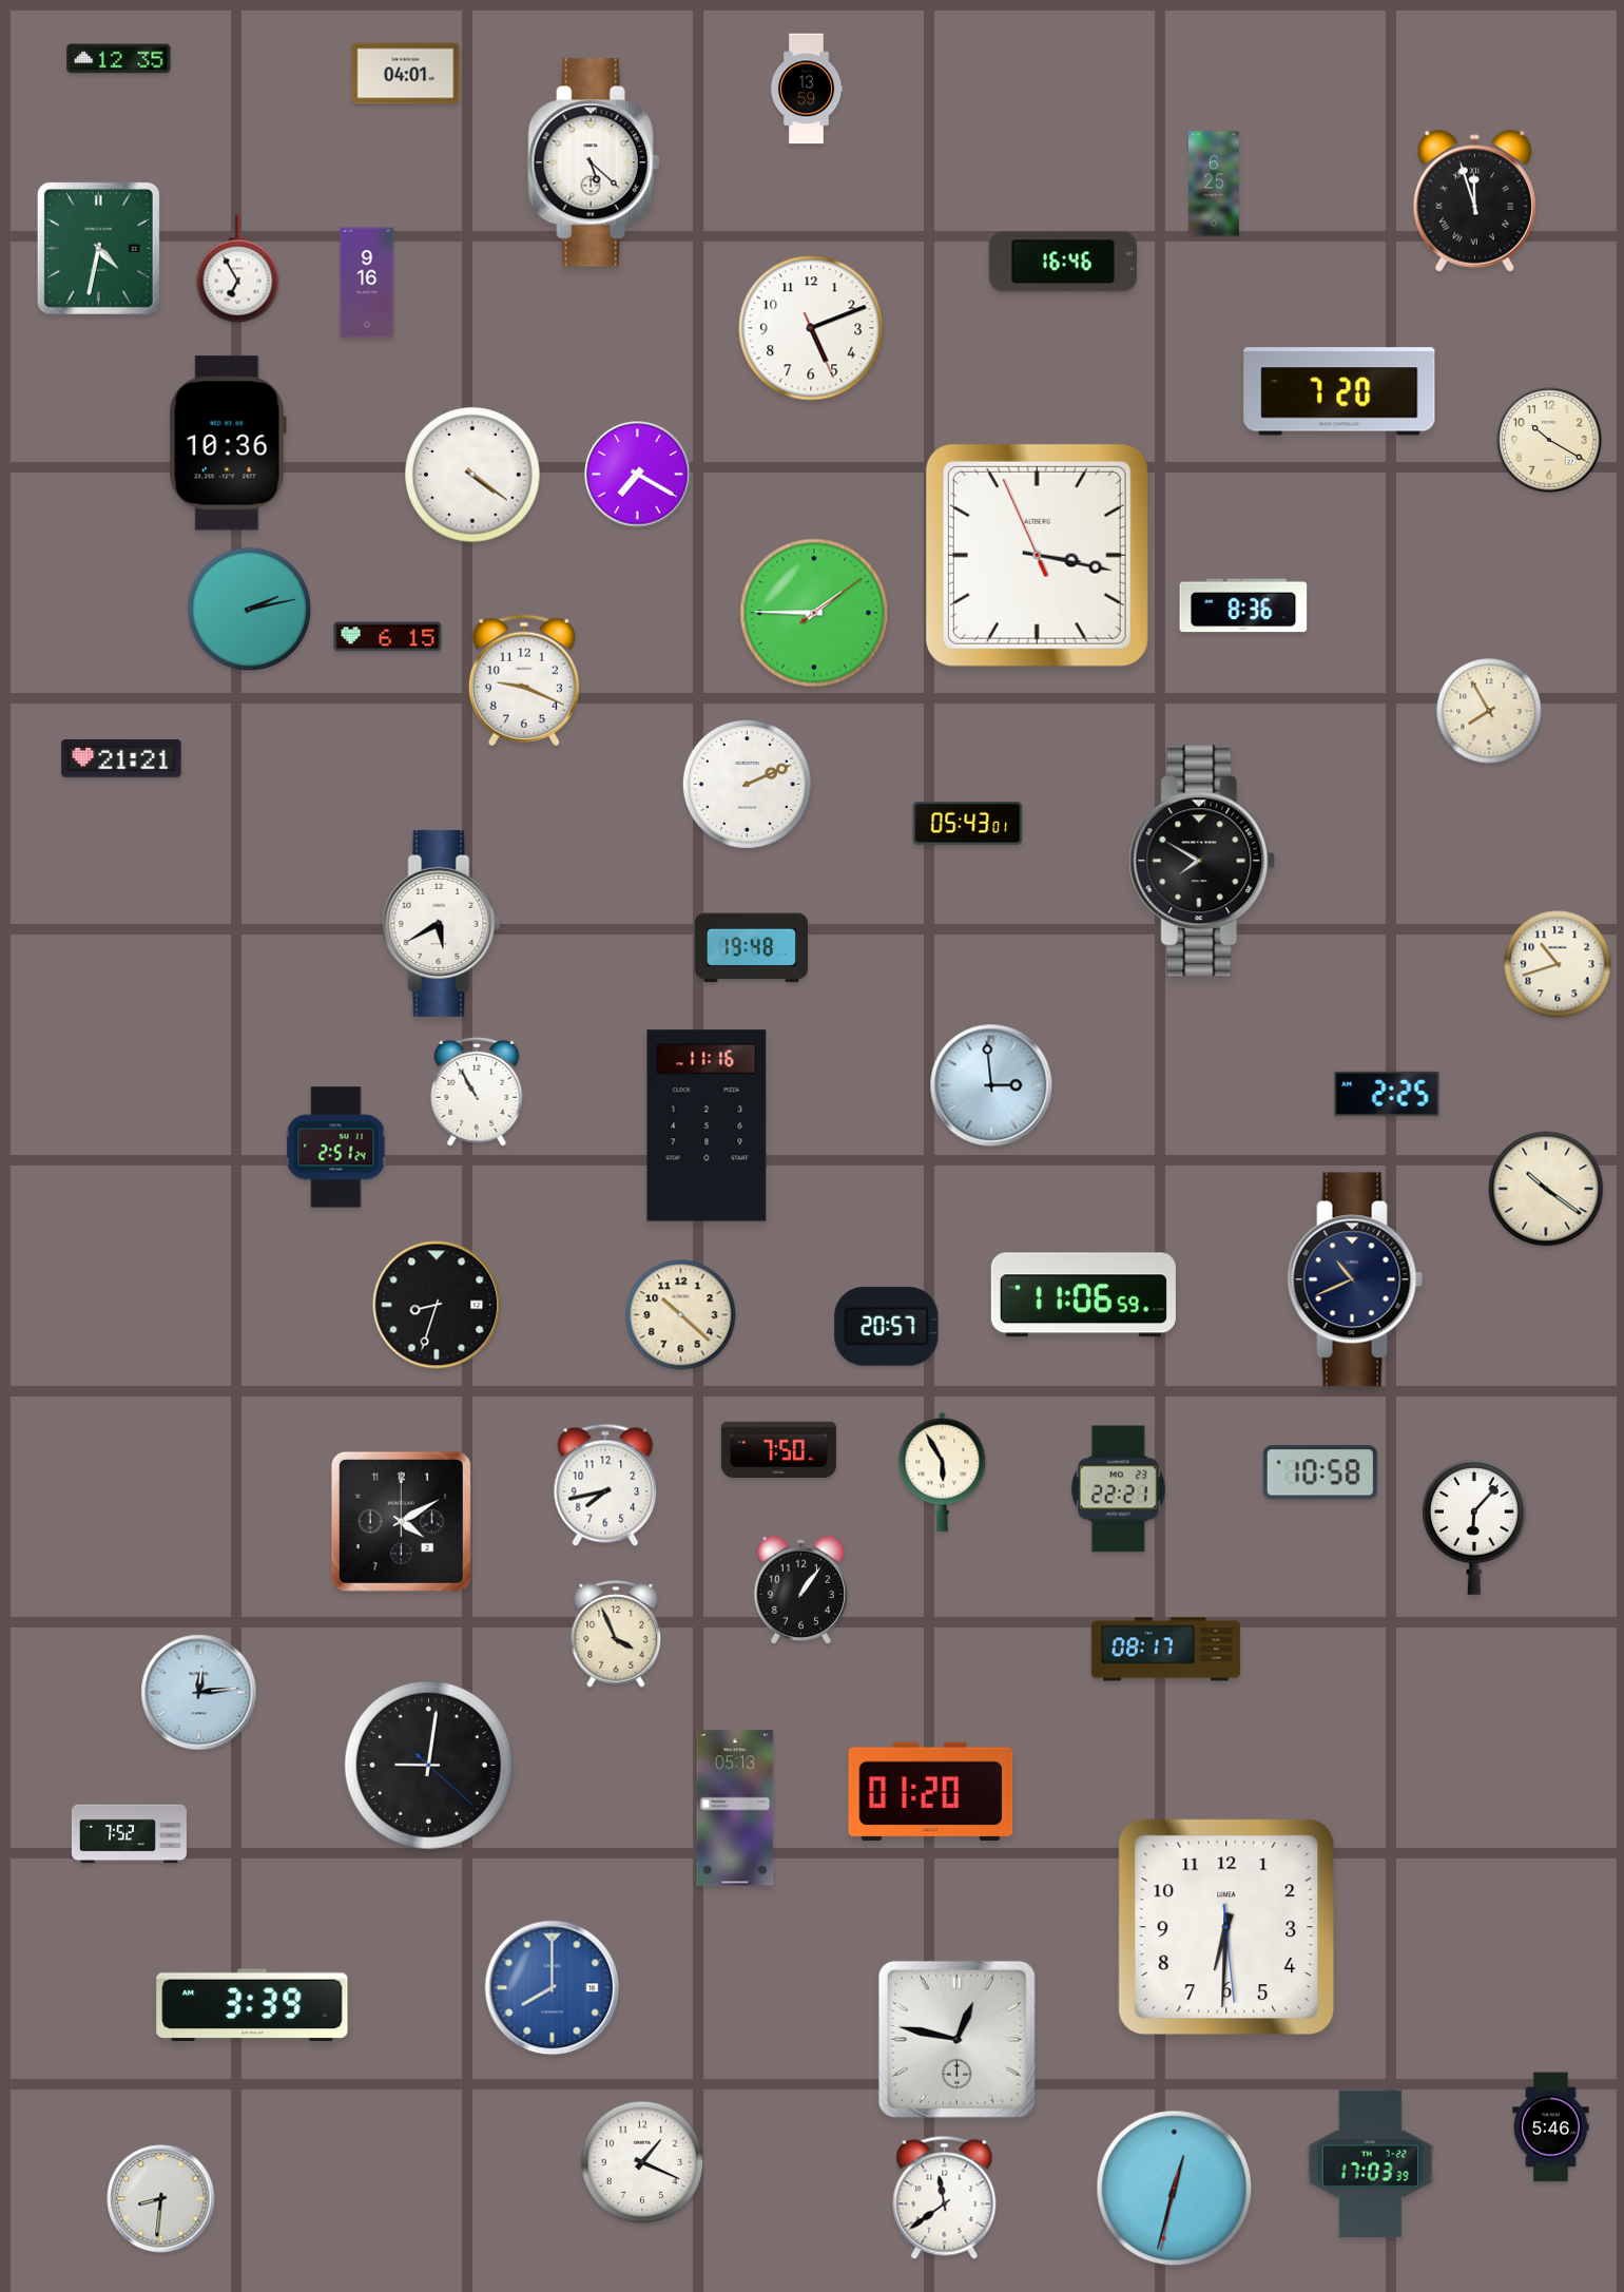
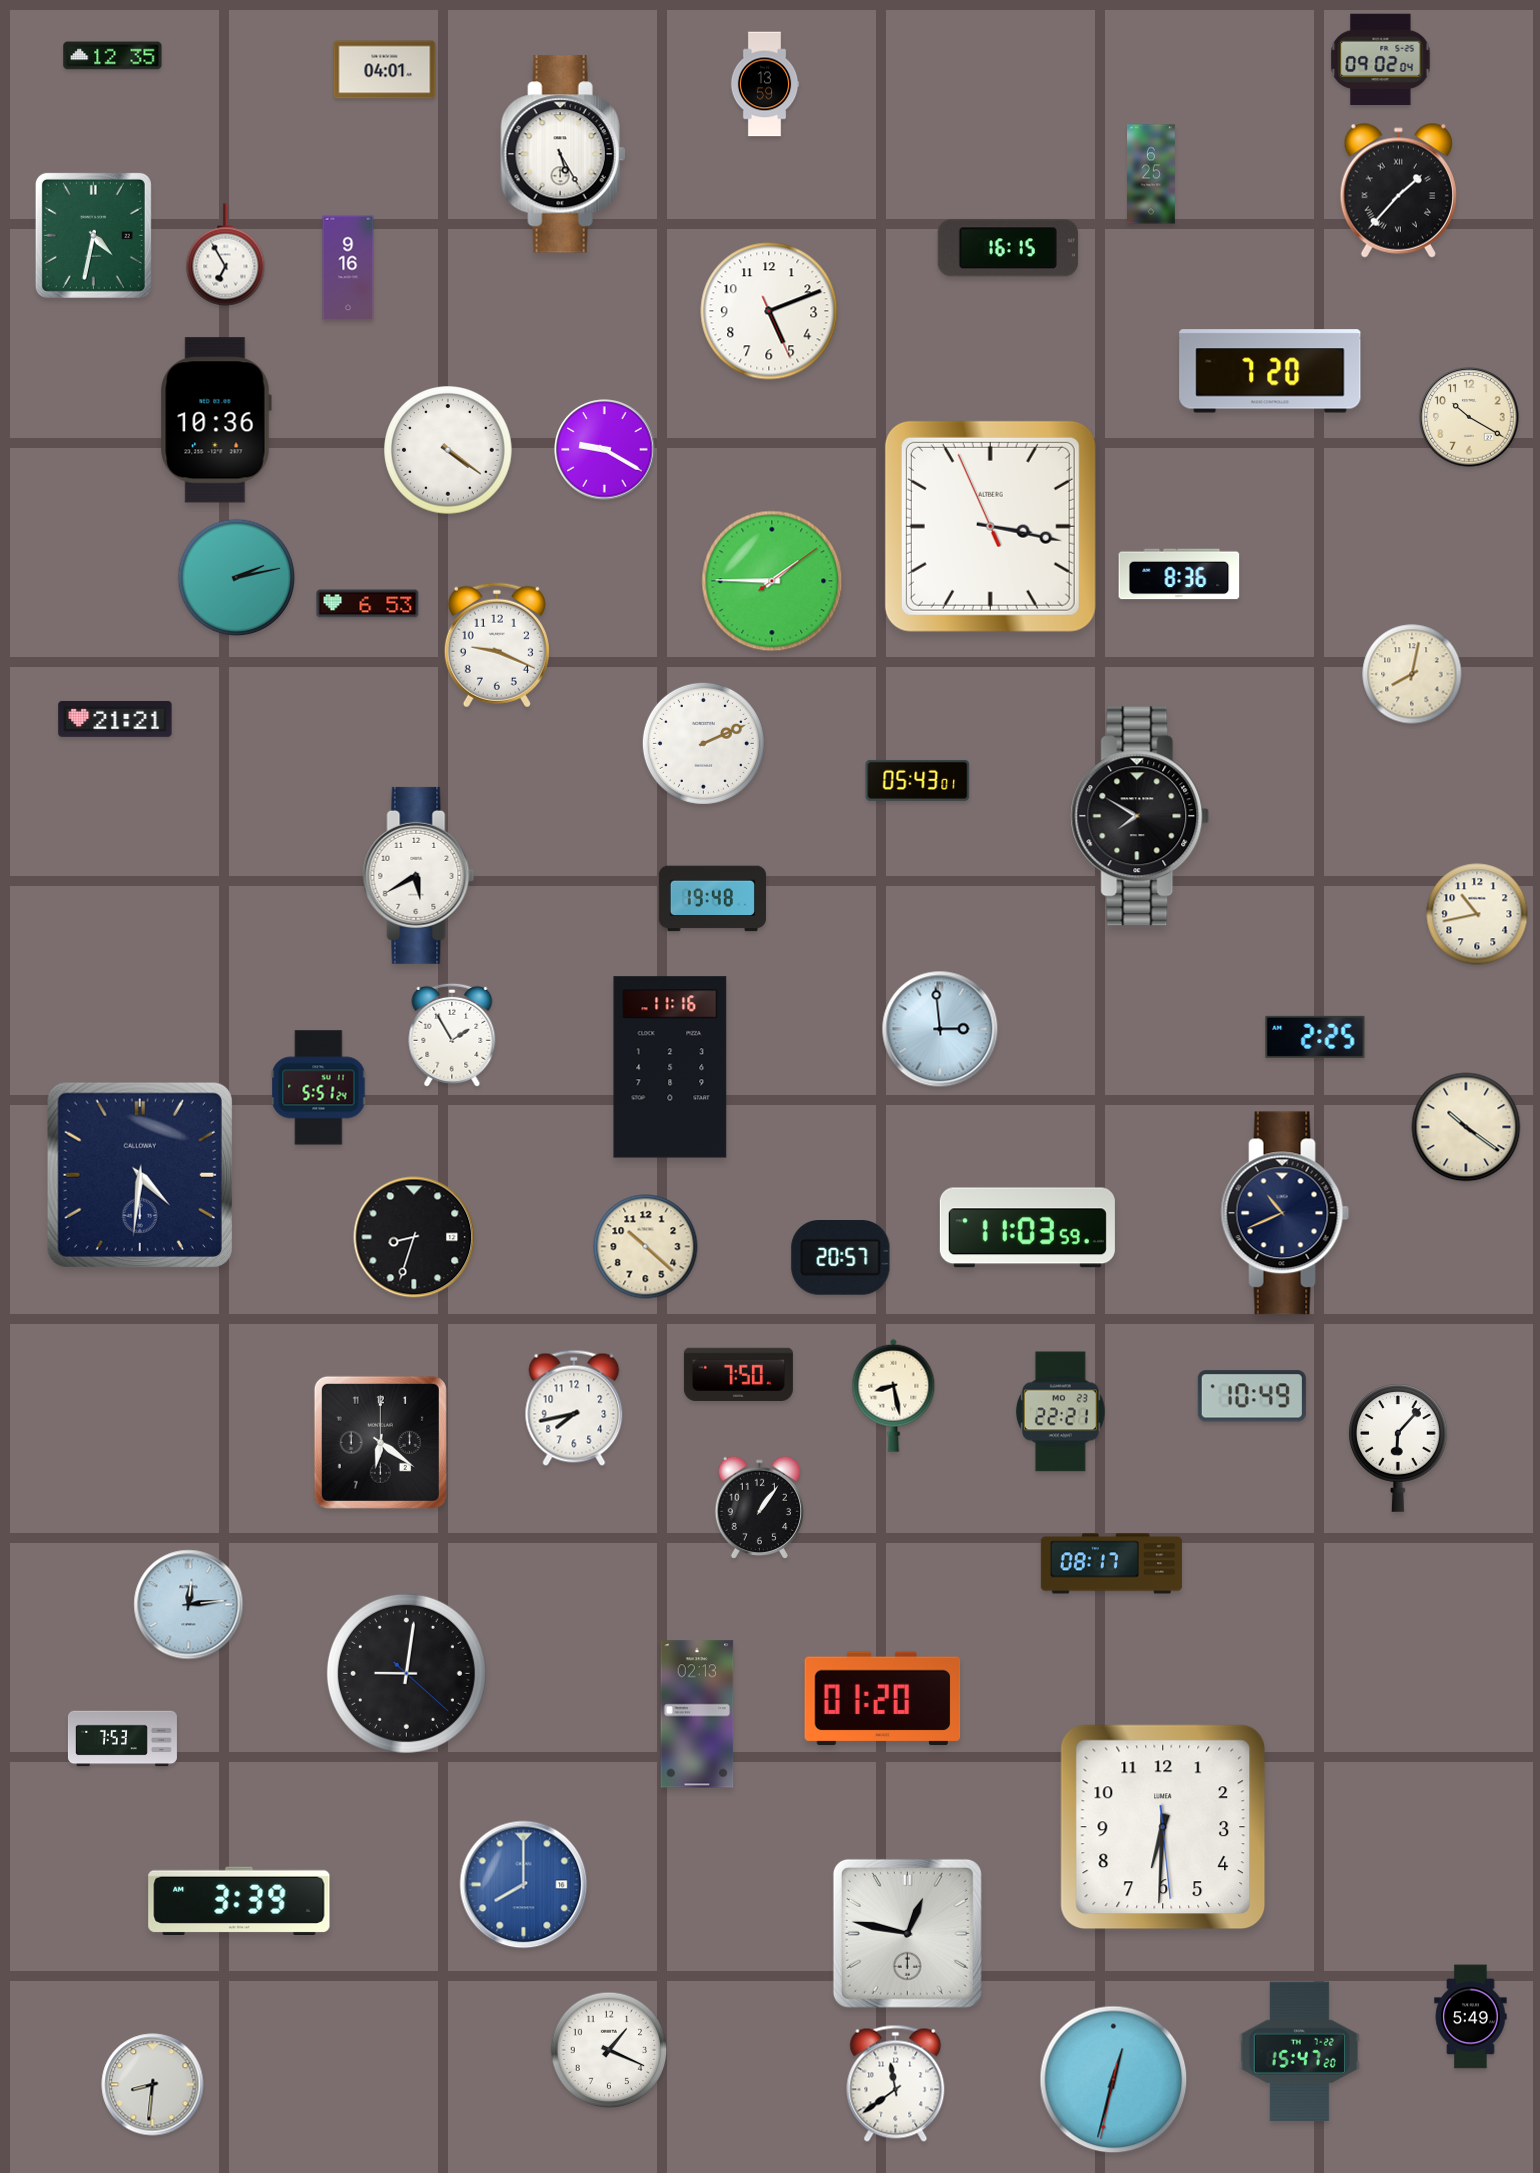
clock at (1381, 60): none -> 09:02
clock at (594, 162): 5:22 -> 5:25
clock at (1474, 200): 11:57 -> 1:37
clock at (1063, 262): 16:46 -> 16:15
clock at (638, 475): 7:20 -> 9:20
clock at (1037, 555) position: (1037, 555) -> (990, 526)
clock at (388, 637): 6:15 -> 6:53
clock at (1489, 711): 7:55 -> 8:02
clock at (747, 784) position: (747, 784) -> (703, 743)
clock at (1558, 964): 10:42 -> 10:43
clock at (477, 1092): 10:55 -> 1:55
clock at (336, 1148): 2:51 -> 5:51
clock at (140, 1175): none -> 4:31
clock at (1083, 1295): 11:06 -> 11:03
clock at (943, 1471): 5:55 -> 8:28
clock at (1320, 1472): 10:58 -> 10:49
clock at (401, 1521): 4:10 -> 6:21
clock at (616, 1634): 3:56 -> none
clock at (1165, 1650) position: (1165, 1650) -> (1111, 1564)
clock at (735, 1808): 05:13 -> 02:13
clock at (129, 1834): 7:52 -> 7:53
clock at (1551, 2127): 5:46 -> 5:49
clock at (1370, 2164): 17:03 -> 15:47
clock at (1175, 2189) position: (1175, 2189) -> (1114, 2080)
